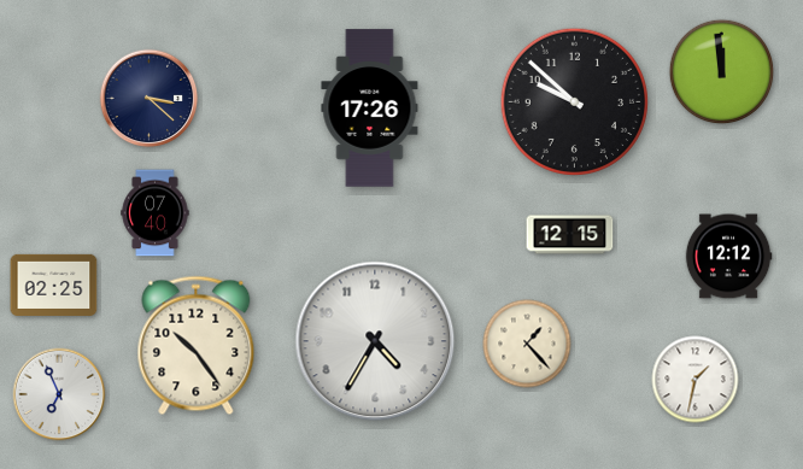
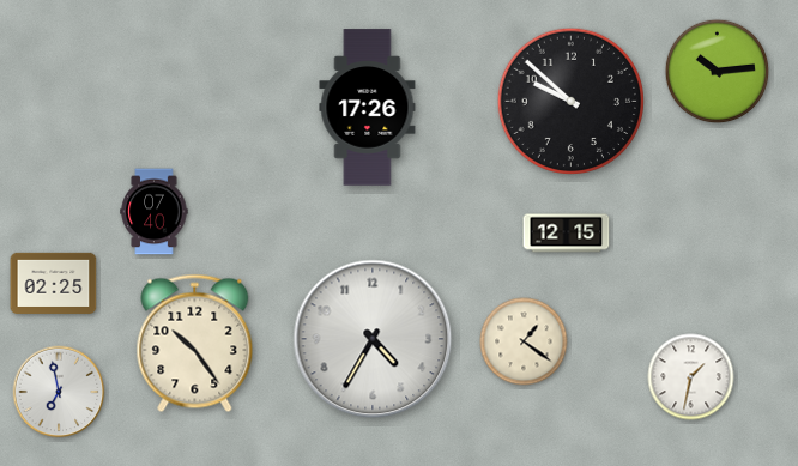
clock at (722, 72): 11:59 -> 10:14
clock at (150, 99): 3:22 -> none
clock at (728, 257): 12:12 -> none
clock at (527, 344): 1:23 -> 1:21
clock at (59, 394): 6:56 -> 6:58
